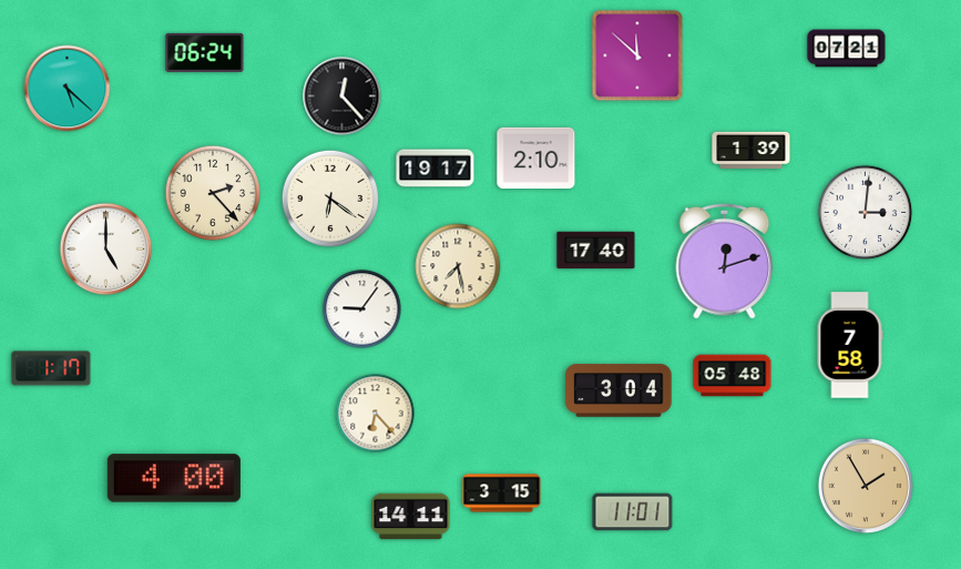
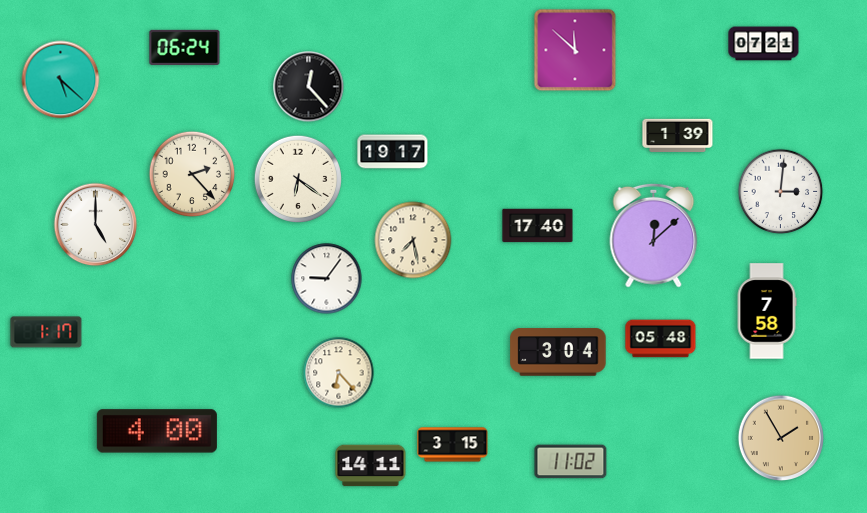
clock at (536, 158): 2:10 -> none
clock at (725, 261): 12:12 -> 12:08
clock at (633, 512): 11:01 -> 11:02
